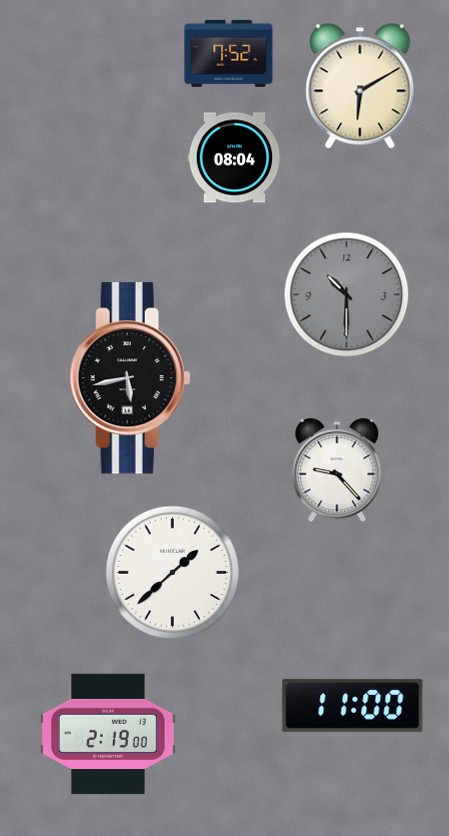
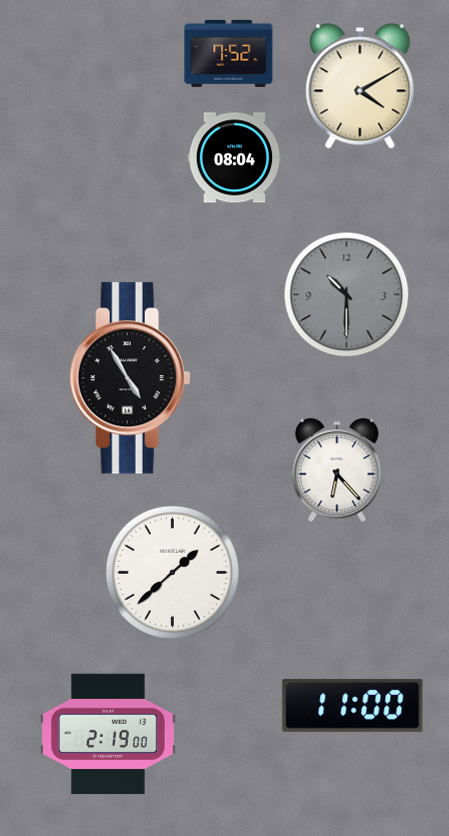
clock at (360, 86): 6:10 -> 4:10
clock at (130, 378): 5:43 -> 4:55
clock at (337, 471): 9:23 -> 6:23
